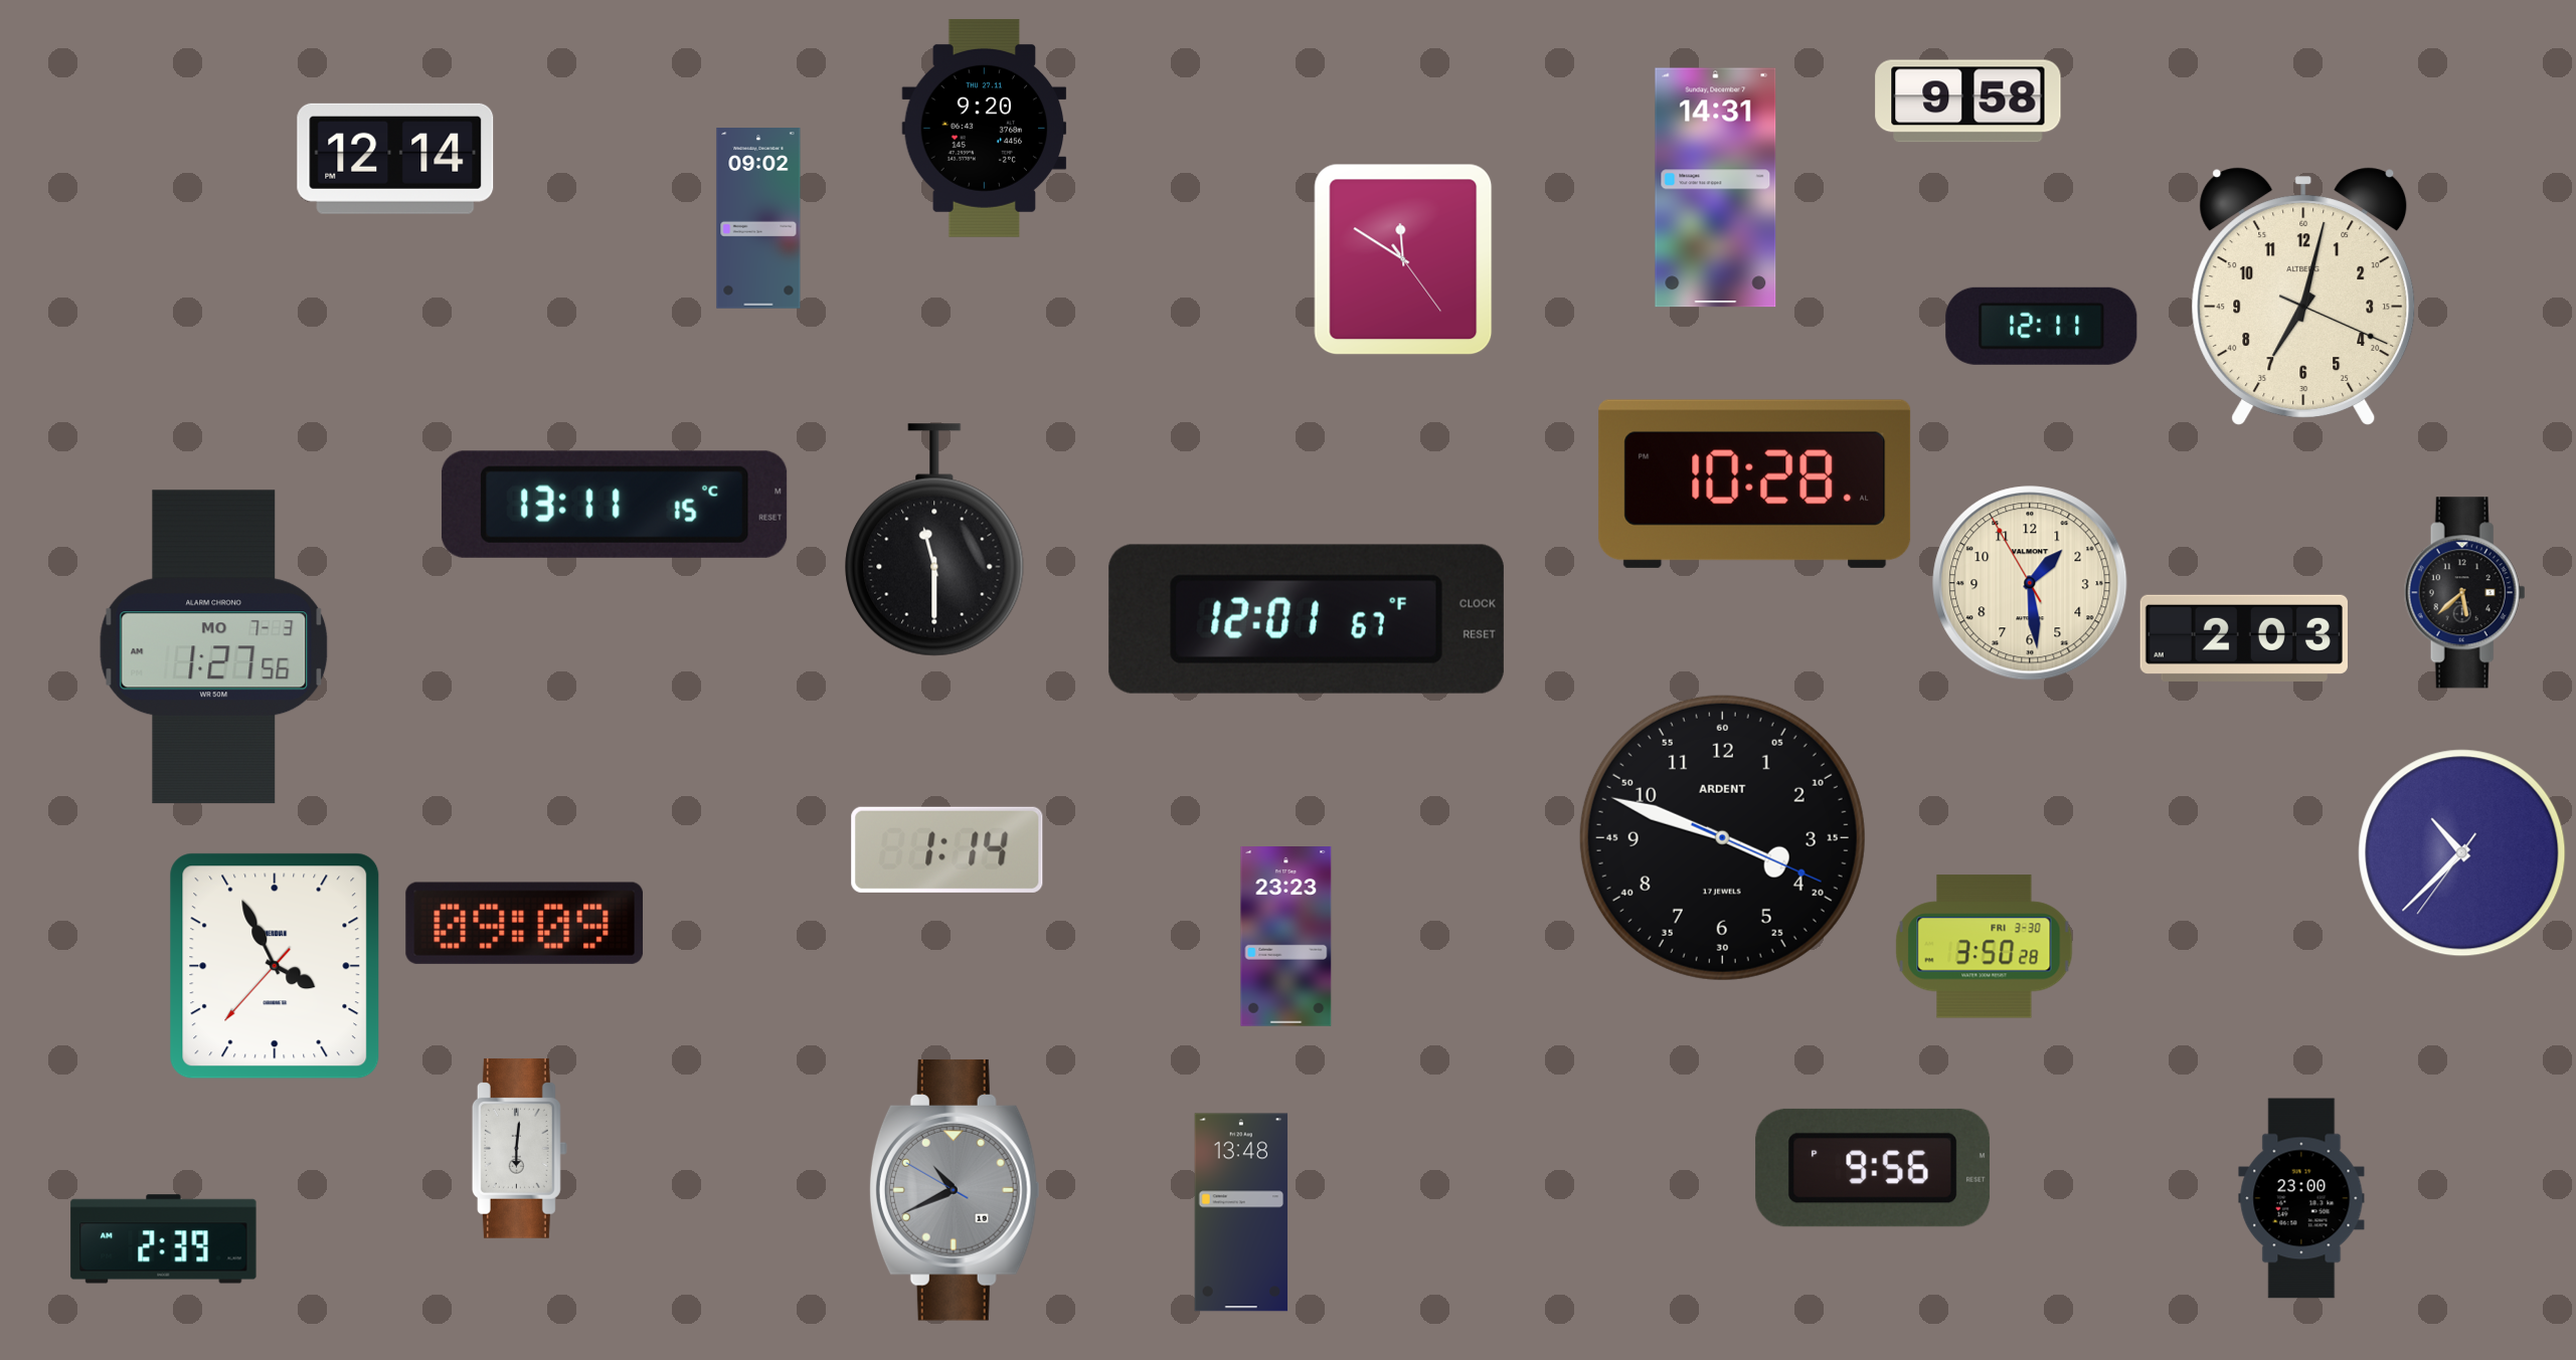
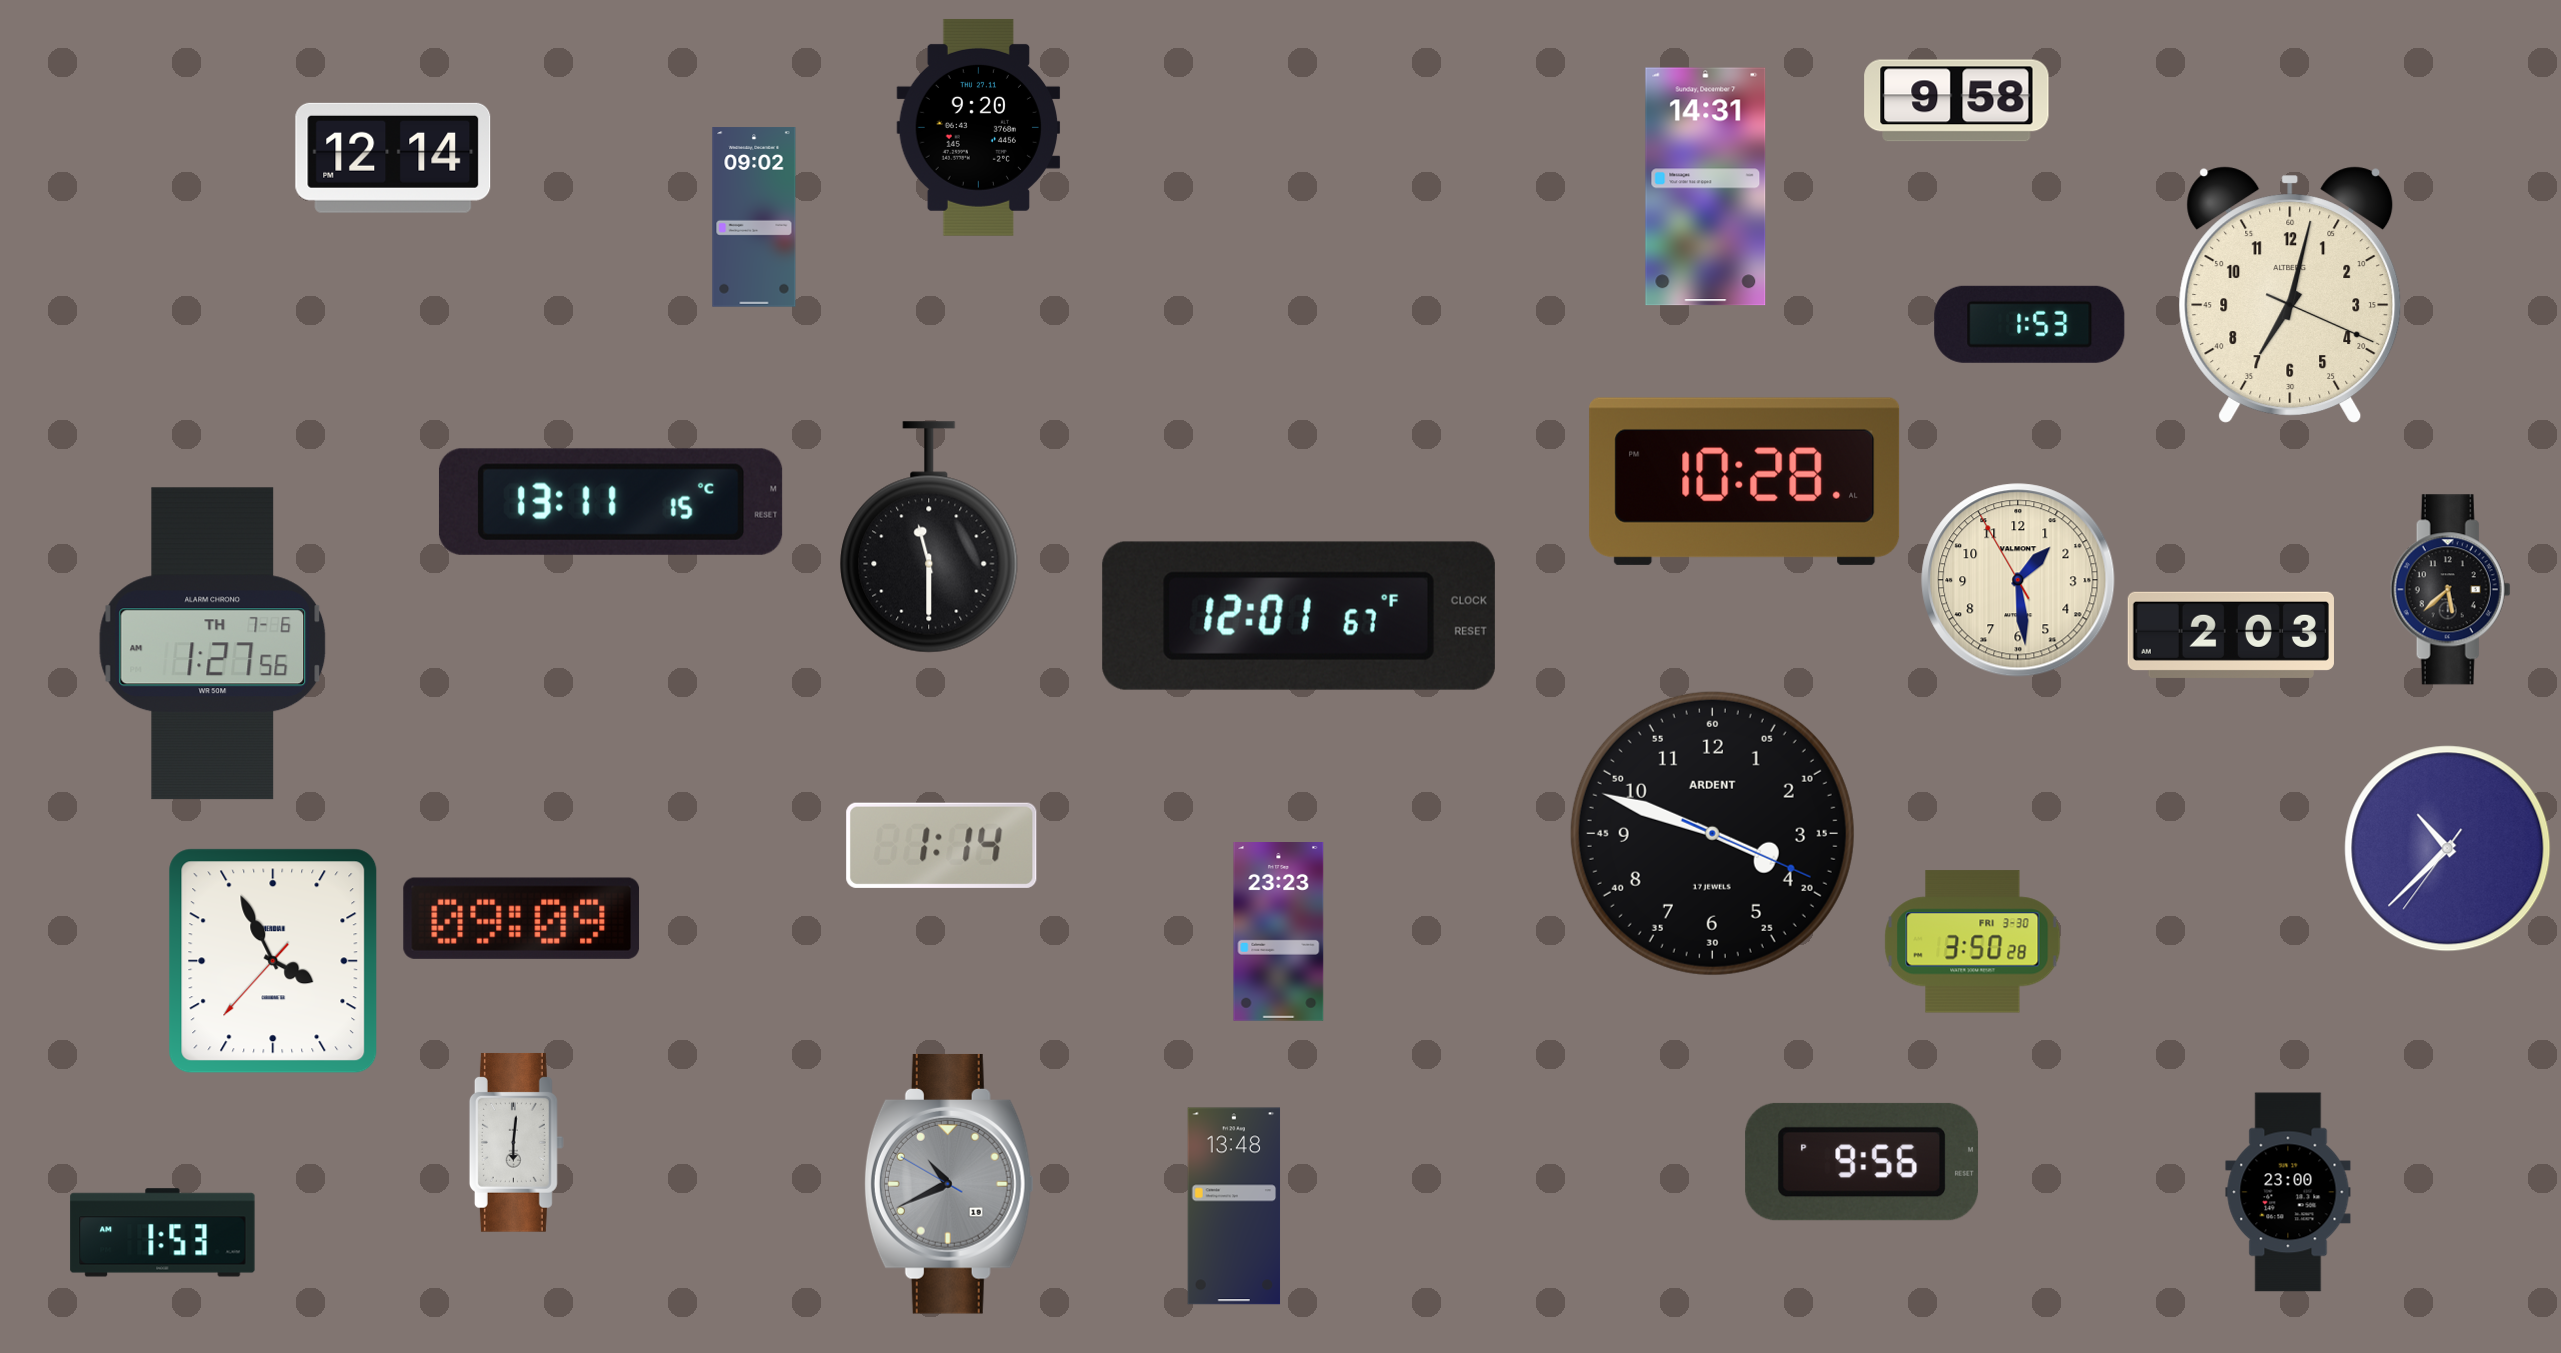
clock at (1403, 259): 11:50 -> none
clock at (2042, 326): 12:11 -> 1:53
clock at (214, 647) date: MO 7-3 -> TH 7-6
clock at (164, 1239): 2:39 -> 1:53
